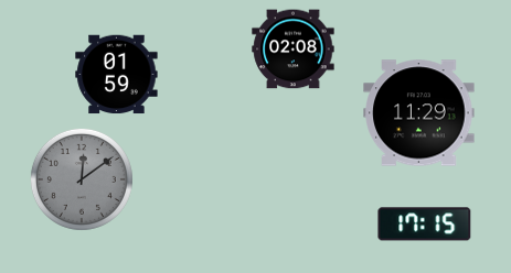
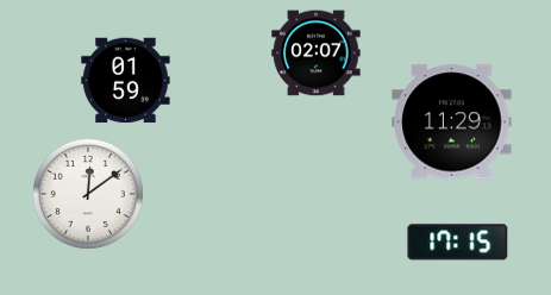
clock at (294, 50): 02:08 -> 02:07
clock at (82, 179) dial: grey -> white
